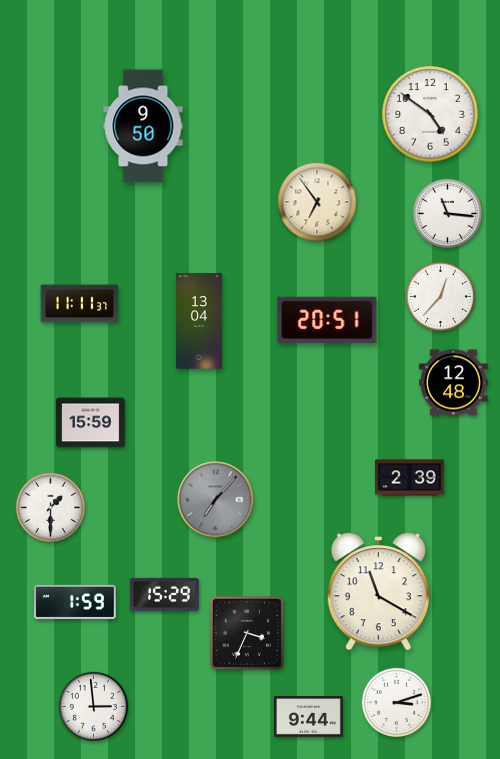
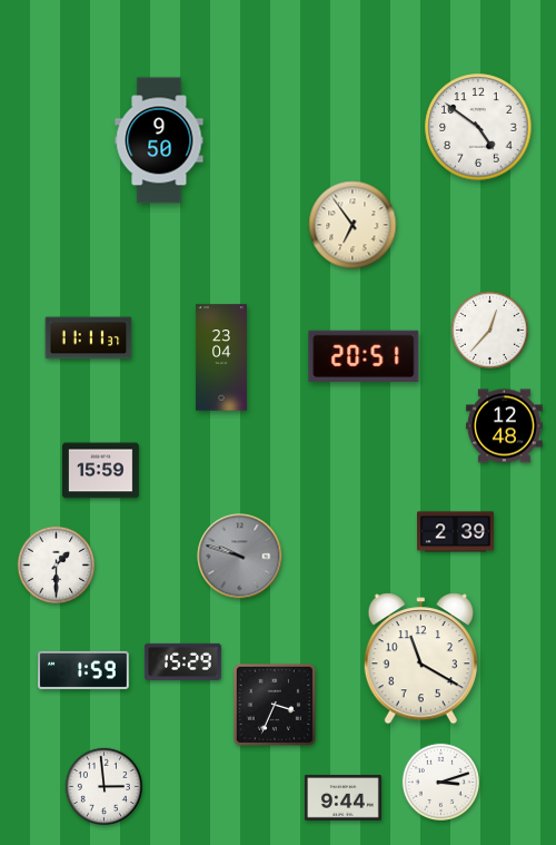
clock at (447, 213): 11:16 -> none
clock at (199, 321): 13:04 -> 23:04
clock at (216, 500): 7:07 -> 9:48
